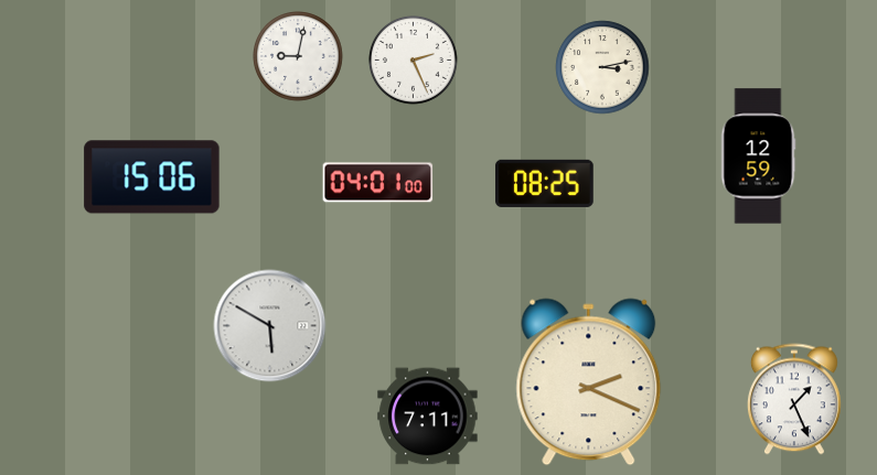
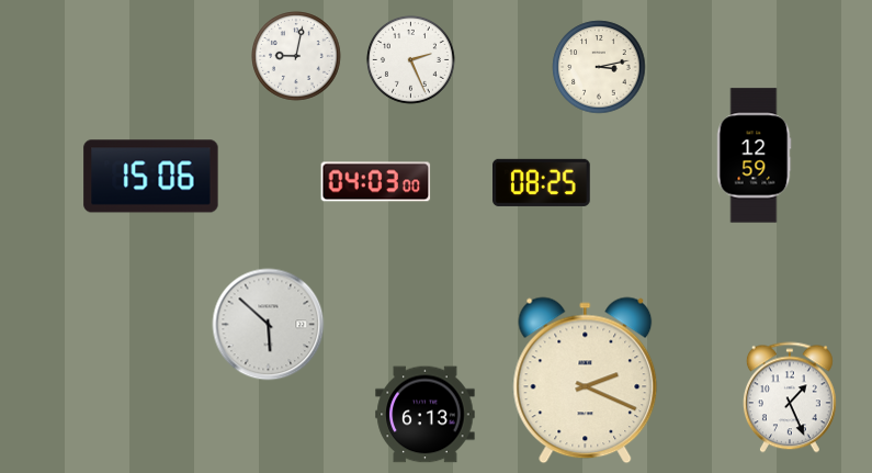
clock at (378, 183): 04:01 -> 04:03
clock at (270, 326): 5:50 -> 5:52
clock at (428, 417): 7:11 -> 6:13
